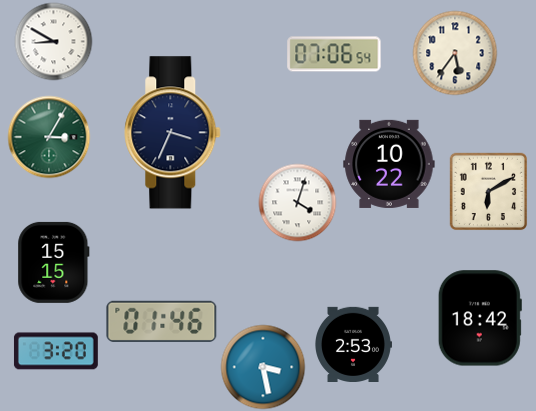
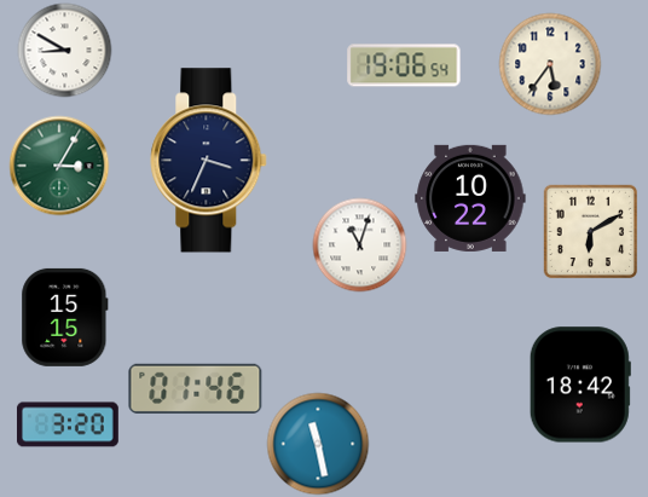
clock at (334, 54): 07:06 -> 19:06
clock at (297, 202): 4:03 -> 11:03
clock at (354, 344): 2:53 -> none
clock at (263, 367): 3:28 -> 11:28
